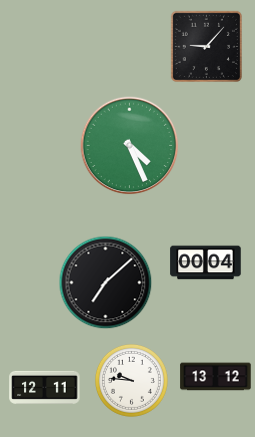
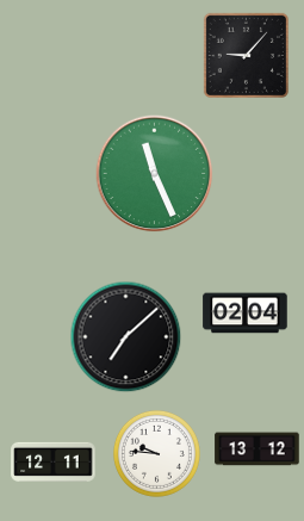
clock at (130, 146): 4:26 -> 11:26
clock at (206, 263): 00:04 -> 02:04
